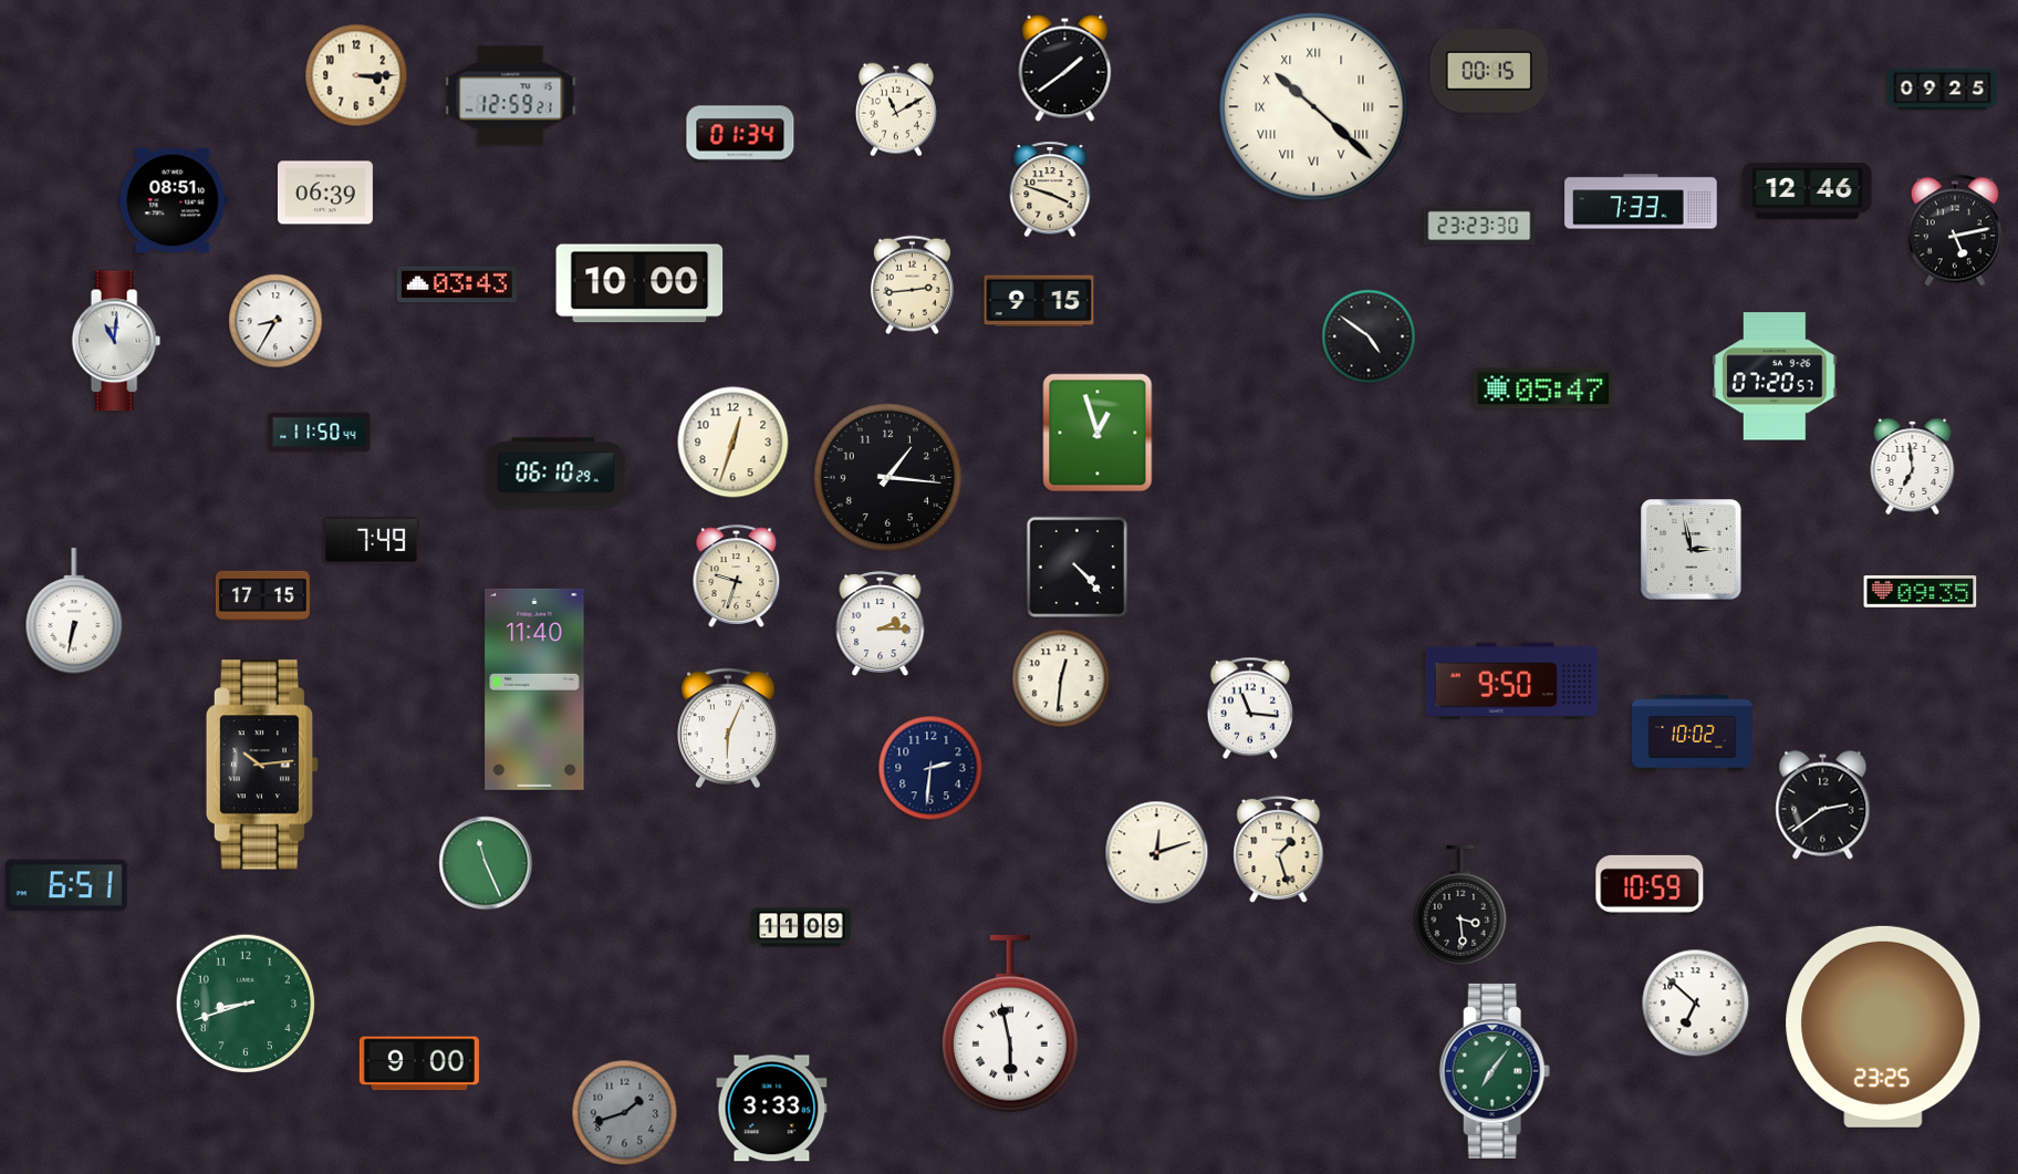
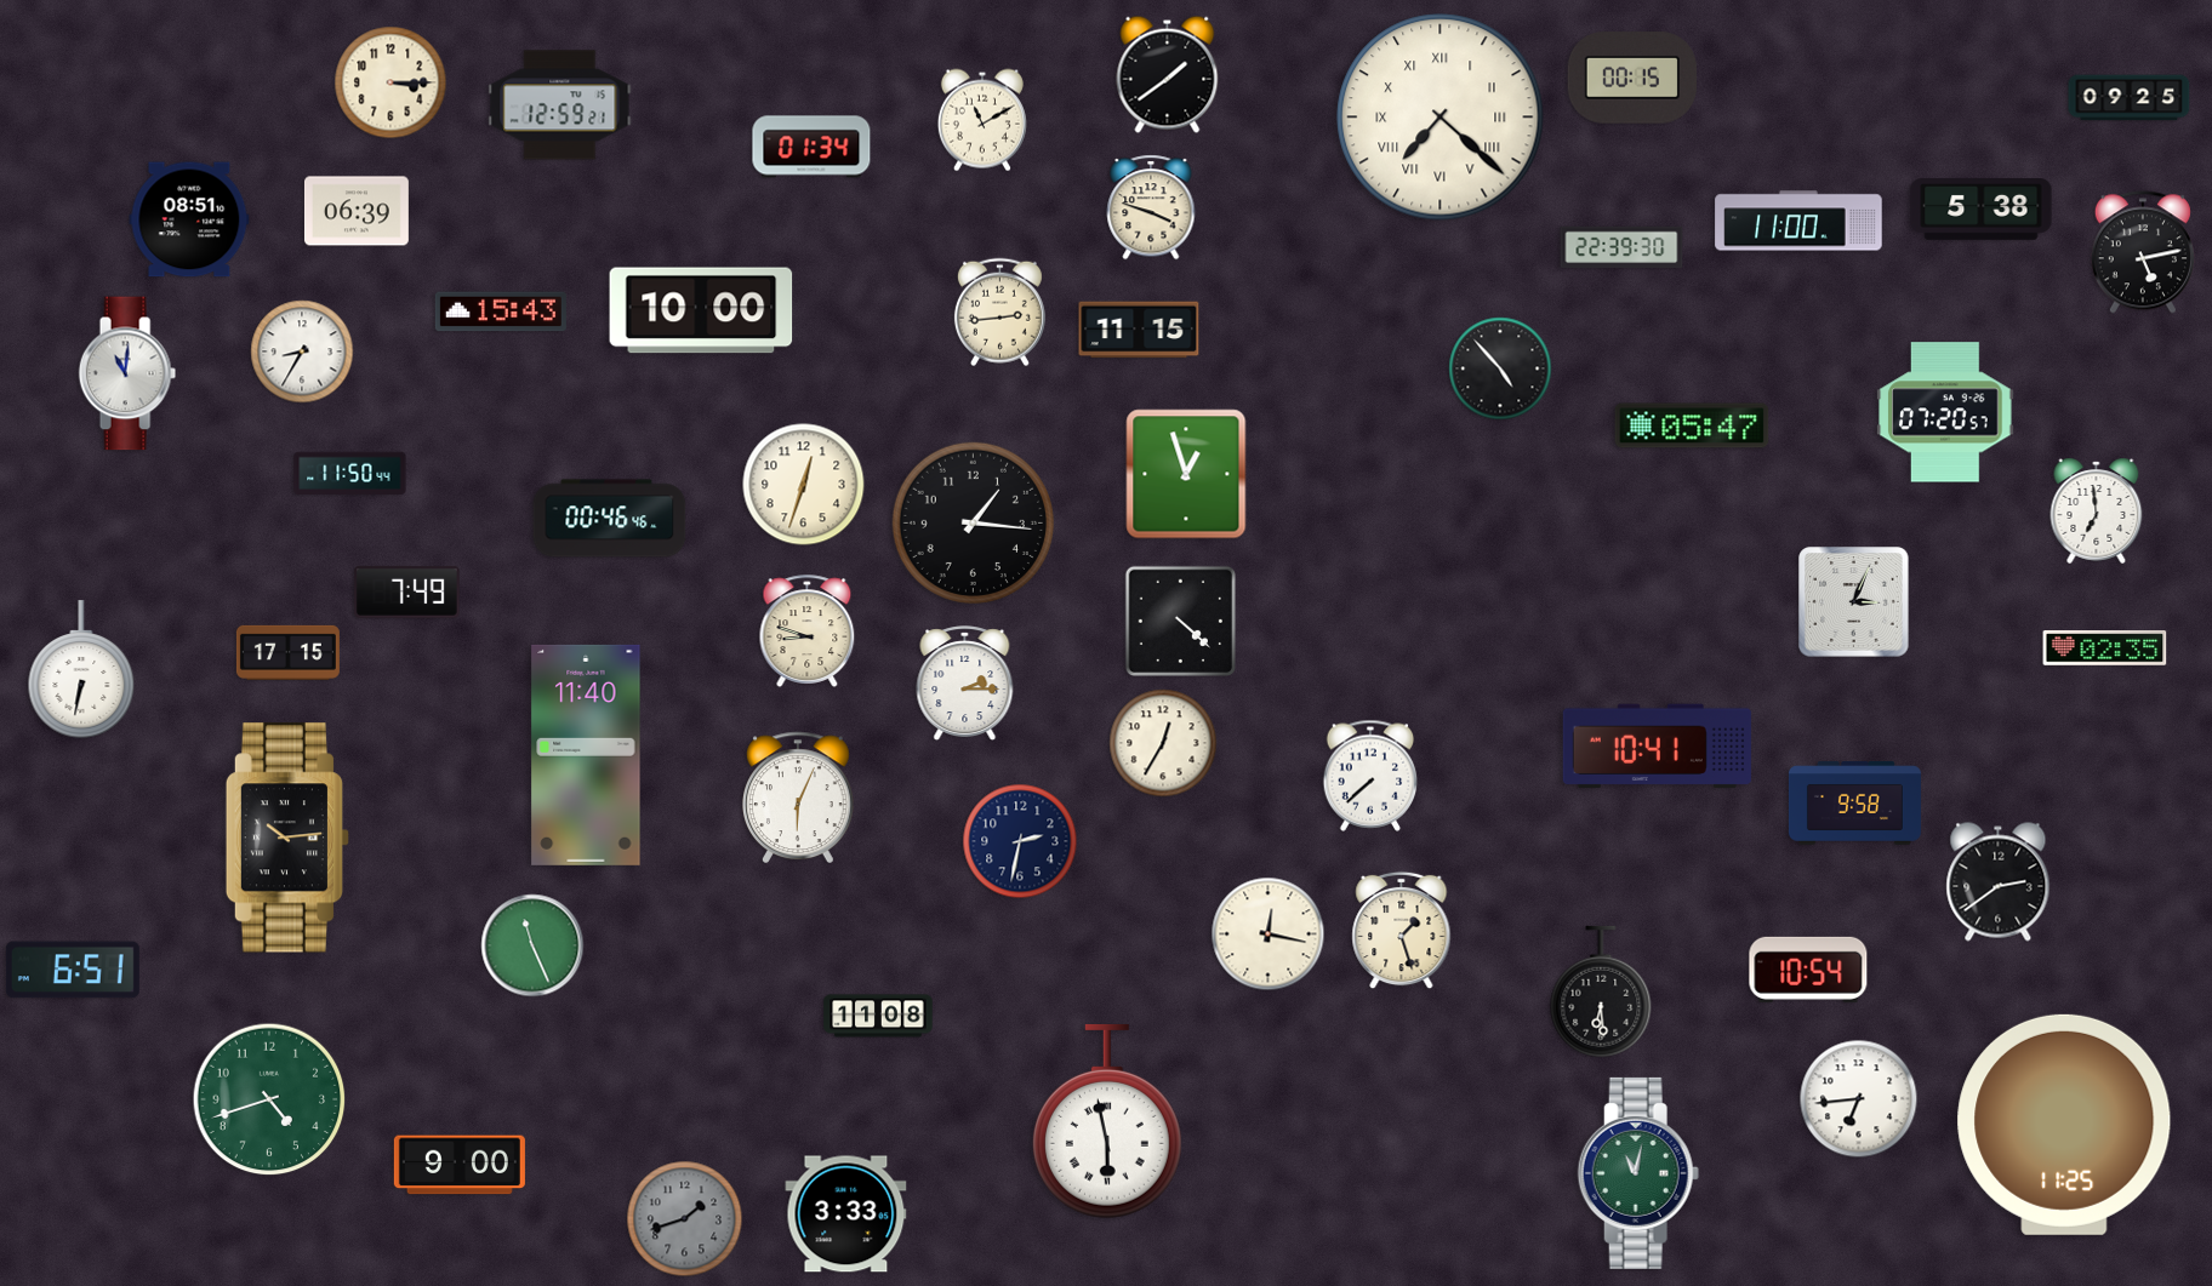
clock at (1314, 107): 10:22 -> 7:22
clock at (1808, 191): 12:46 -> 5:38
clock at (1641, 201): 7:33 -> 11:00
clock at (1479, 226): 23:23 -> 22:39
clock at (457, 284): 03:43 -> 15:43
clock at (1039, 301): 9:15 -> 11:15
clock at (1369, 336): 4:51 -> 4:53
clock at (1098, 433) position: (1098, 433) -> (1186, 474)
clock at (556, 474): 06:10 -> 00:46
clock at (1692, 550): 2:58 -> 3:04
clock at (1076, 567): 4:23 -> 4:22
clock at (737, 575): 9:33 -> 8:48
clock at (1921, 592): 09:35 -> 02:35
clock at (1061, 678): 12:31 -> 12:35
clock at (1511, 682): 9:50 -> 10:41
clock at (1250, 708): 11:16 -> 7:38
clock at (1692, 734): 10:02 -> 9:58
clock at (930, 768): 2:31 -> 2:32
clock at (1157, 853): 12:12 -> 12:17
clock at (1650, 885): 10:59 -> 10:54
clock at (1460, 905): 3:29 -> 6:29
clock at (801, 927): 11:09 -> 11:08
clock at (246, 1004): 8:42 -> 4:42
clock at (1696, 1004): 6:52 -> 6:44
clock at (1883, 1027): 23:25 -> 11:25
clock at (1495, 1071): 7:06 -> 11:02
